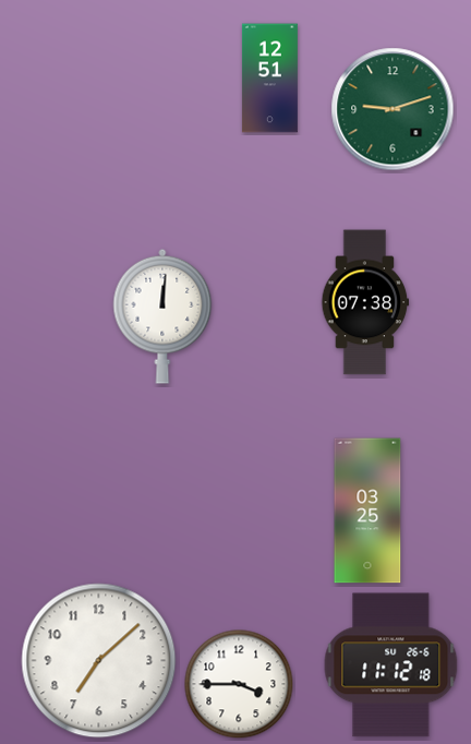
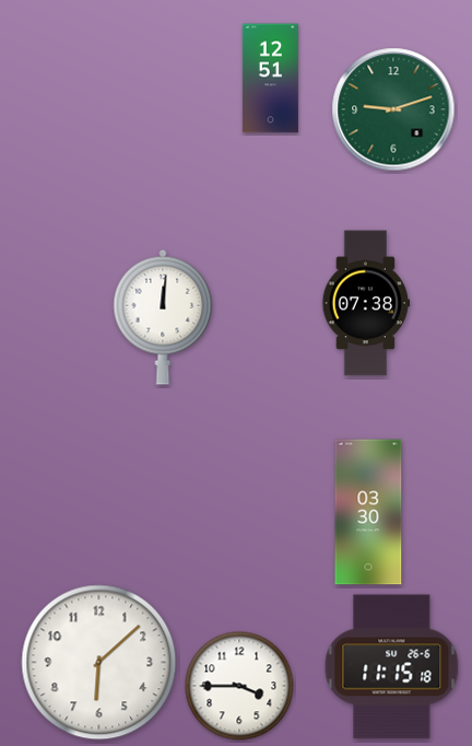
clock at (367, 511): 03:25 -> 03:30
clock at (99, 661): 7:08 -> 6:08
clock at (391, 665): 11:12 -> 11:15
